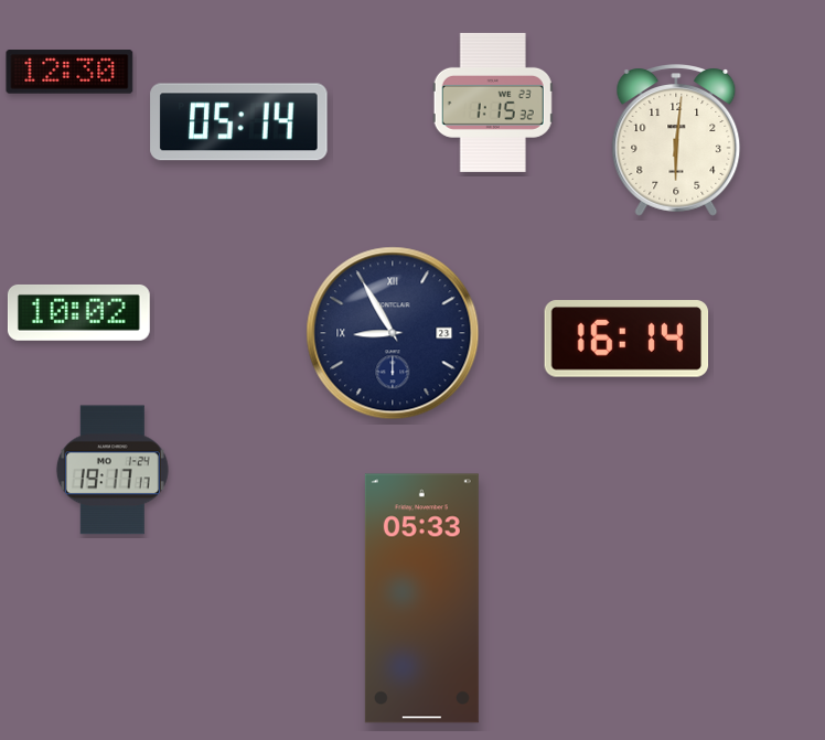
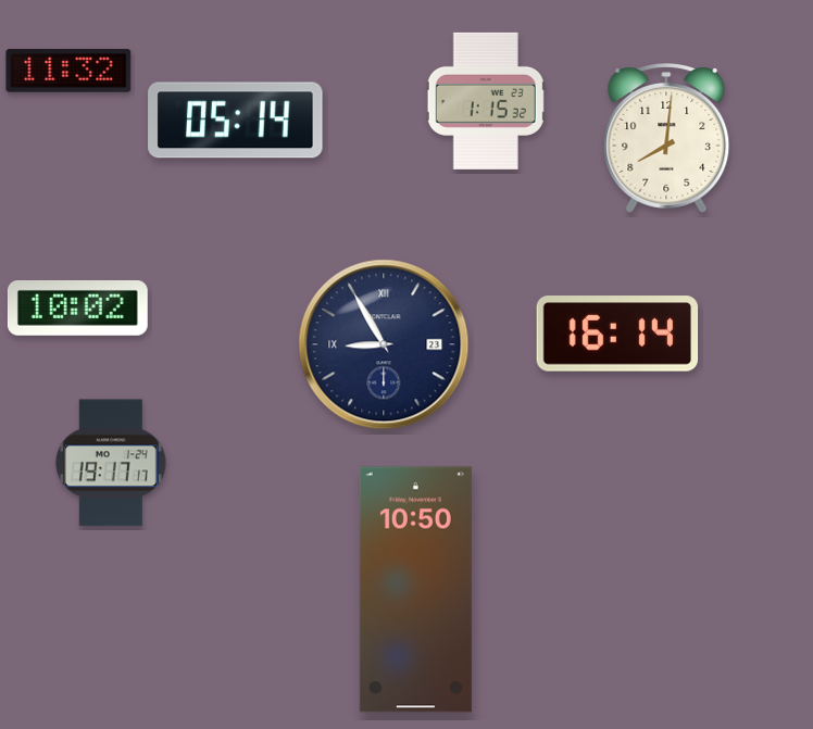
clock at (69, 72): 12:30 -> 11:32
clock at (676, 140): 6:01 -> 8:01
clock at (393, 333) position: (393, 333) -> (384, 344)
clock at (421, 599): 05:33 -> 10:50
